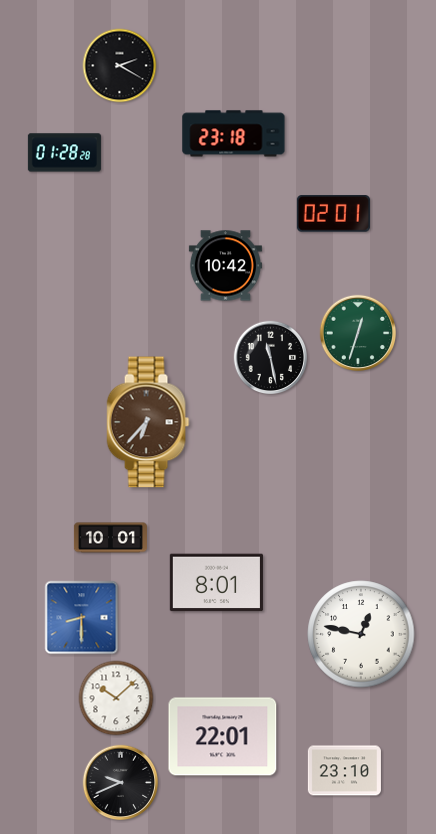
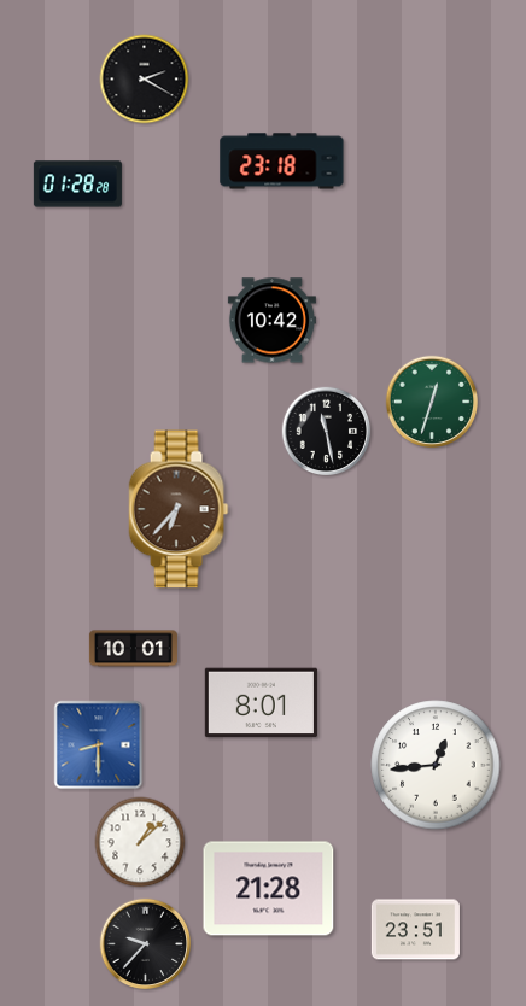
clock at (333, 214): 02:01 -> none
clock at (361, 634): 12:47 -> 12:44
clock at (116, 698): 10:08 -> 1:08
clock at (223, 737): 22:01 -> 21:28
clock at (344, 771): 23:10 -> 23:51
clock at (121, 783): 9:41 -> 9:37
